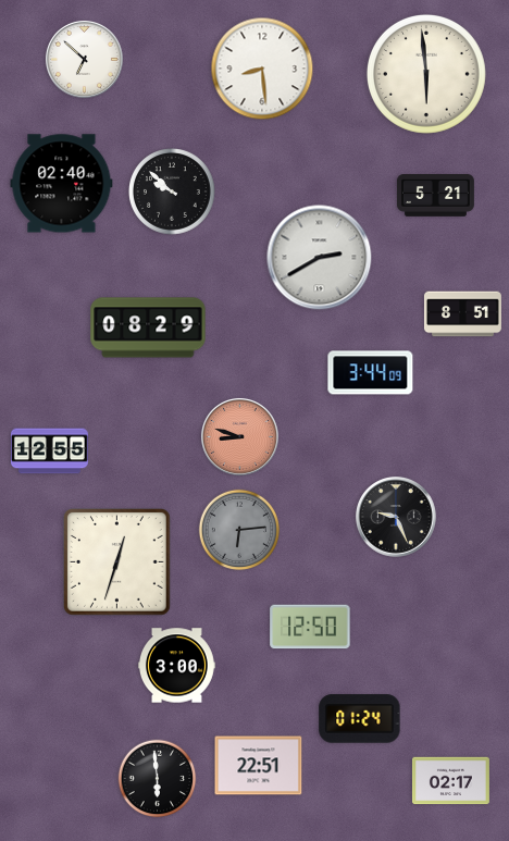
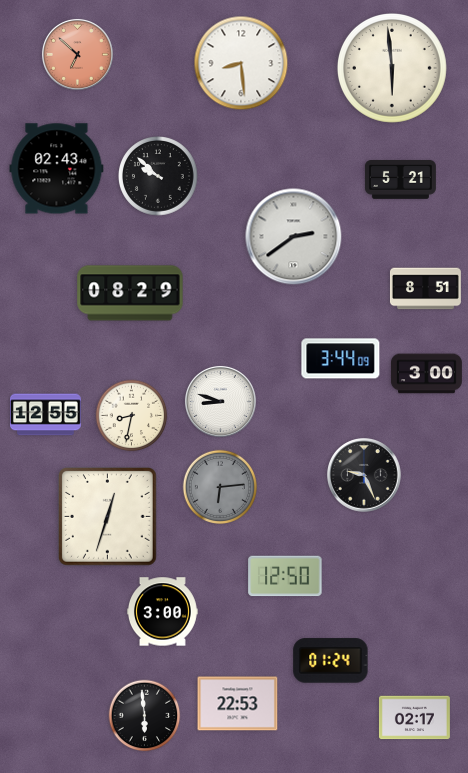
clock at (84, 59) dial: white -> salmon
clock at (62, 184): 02:40 -> 02:43
clock at (320, 258): 2:40 -> 2:39
clock at (148, 327) position: (148, 327) -> (130, 293)
clock at (371, 373) position: (371, 373) -> (341, 359)
clock at (426, 374): none -> 3:00
clock at (239, 436) dial: salmon -> white
clock at (132, 416): none -> 8:32
clock at (259, 766): 22:51 -> 22:53
